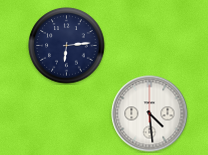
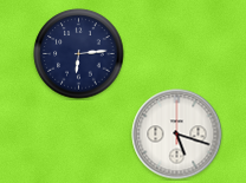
clock at (150, 114): 4:29 -> 5:18
